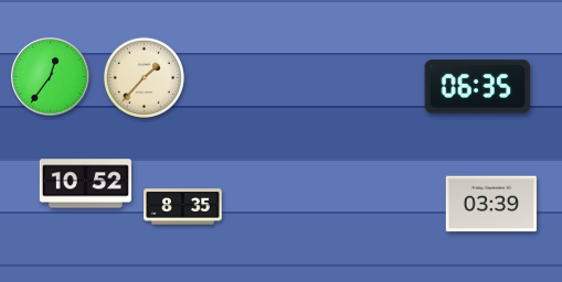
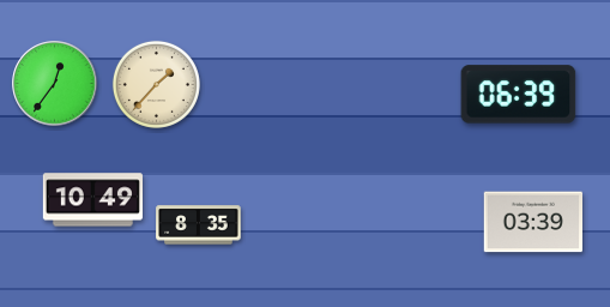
clock at (478, 87): 06:35 -> 06:39
clock at (85, 184): 10:52 -> 10:49
